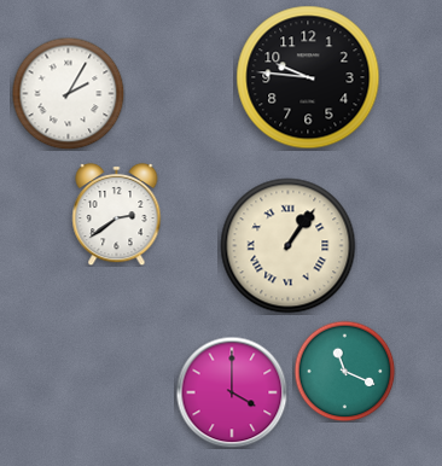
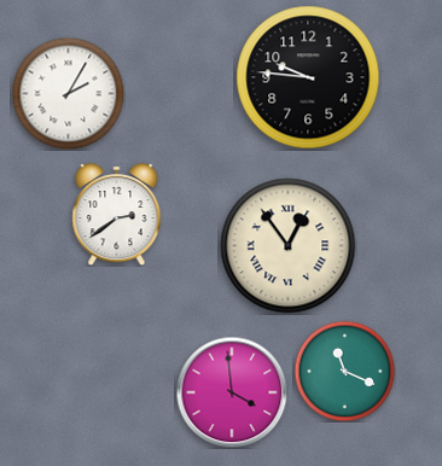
clock at (289, 246): 1:06 -> 12:54
clock at (232, 392): 4:00 -> 3:59
